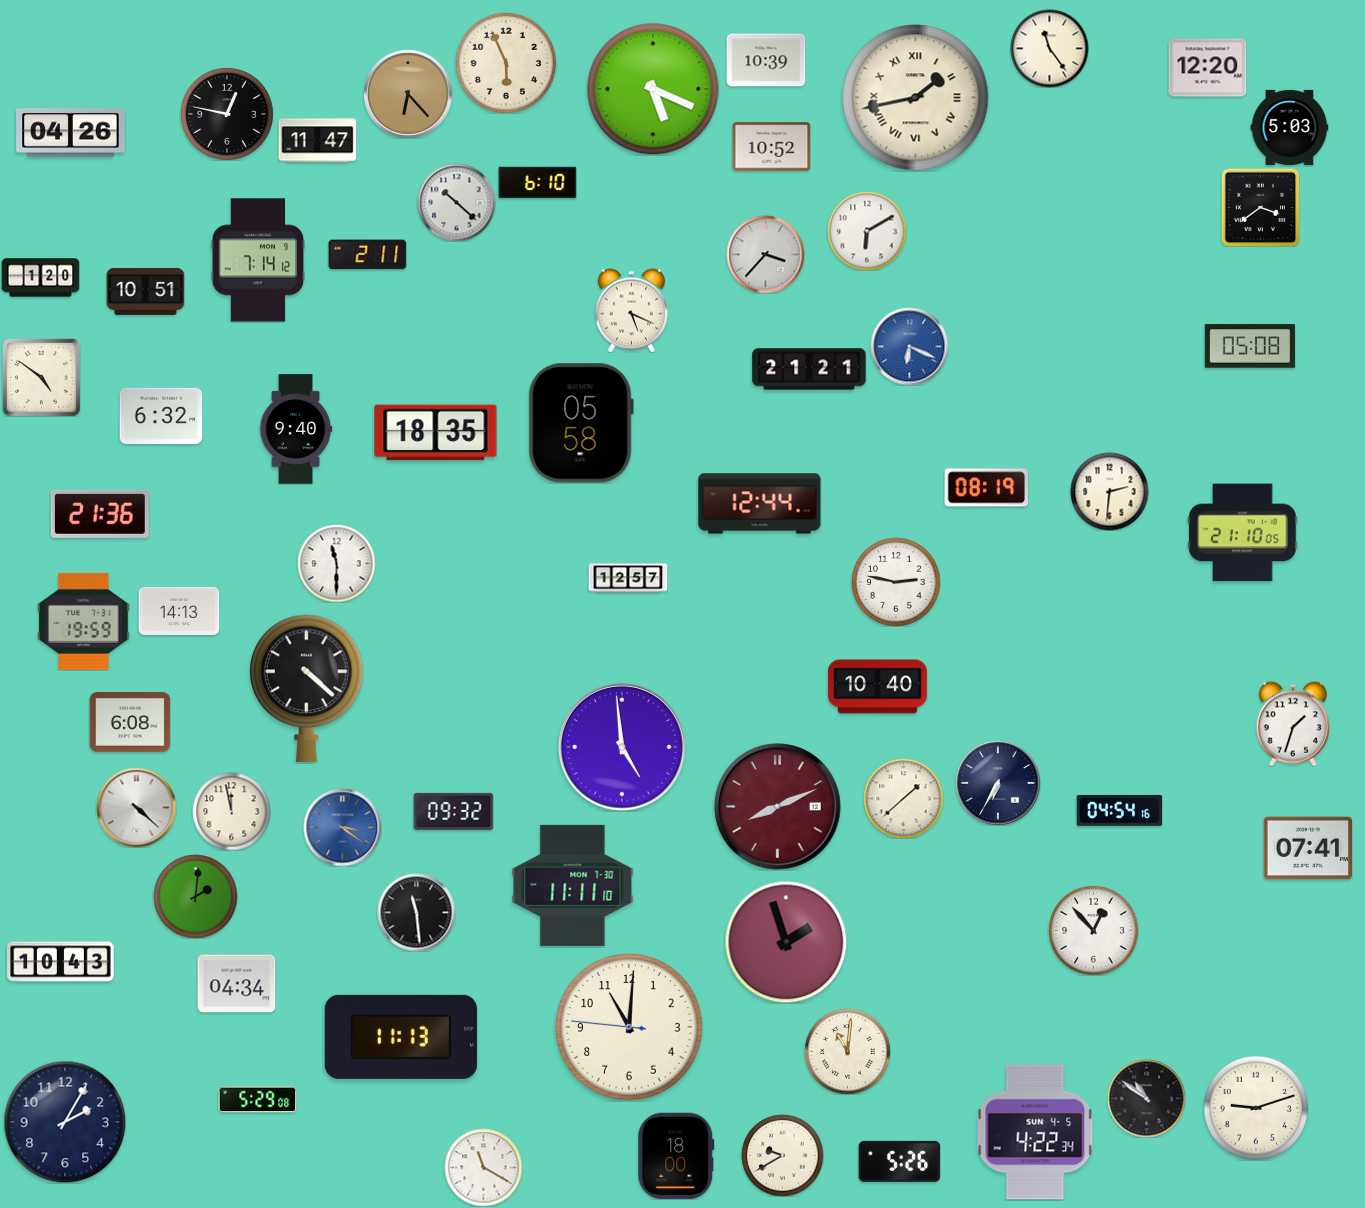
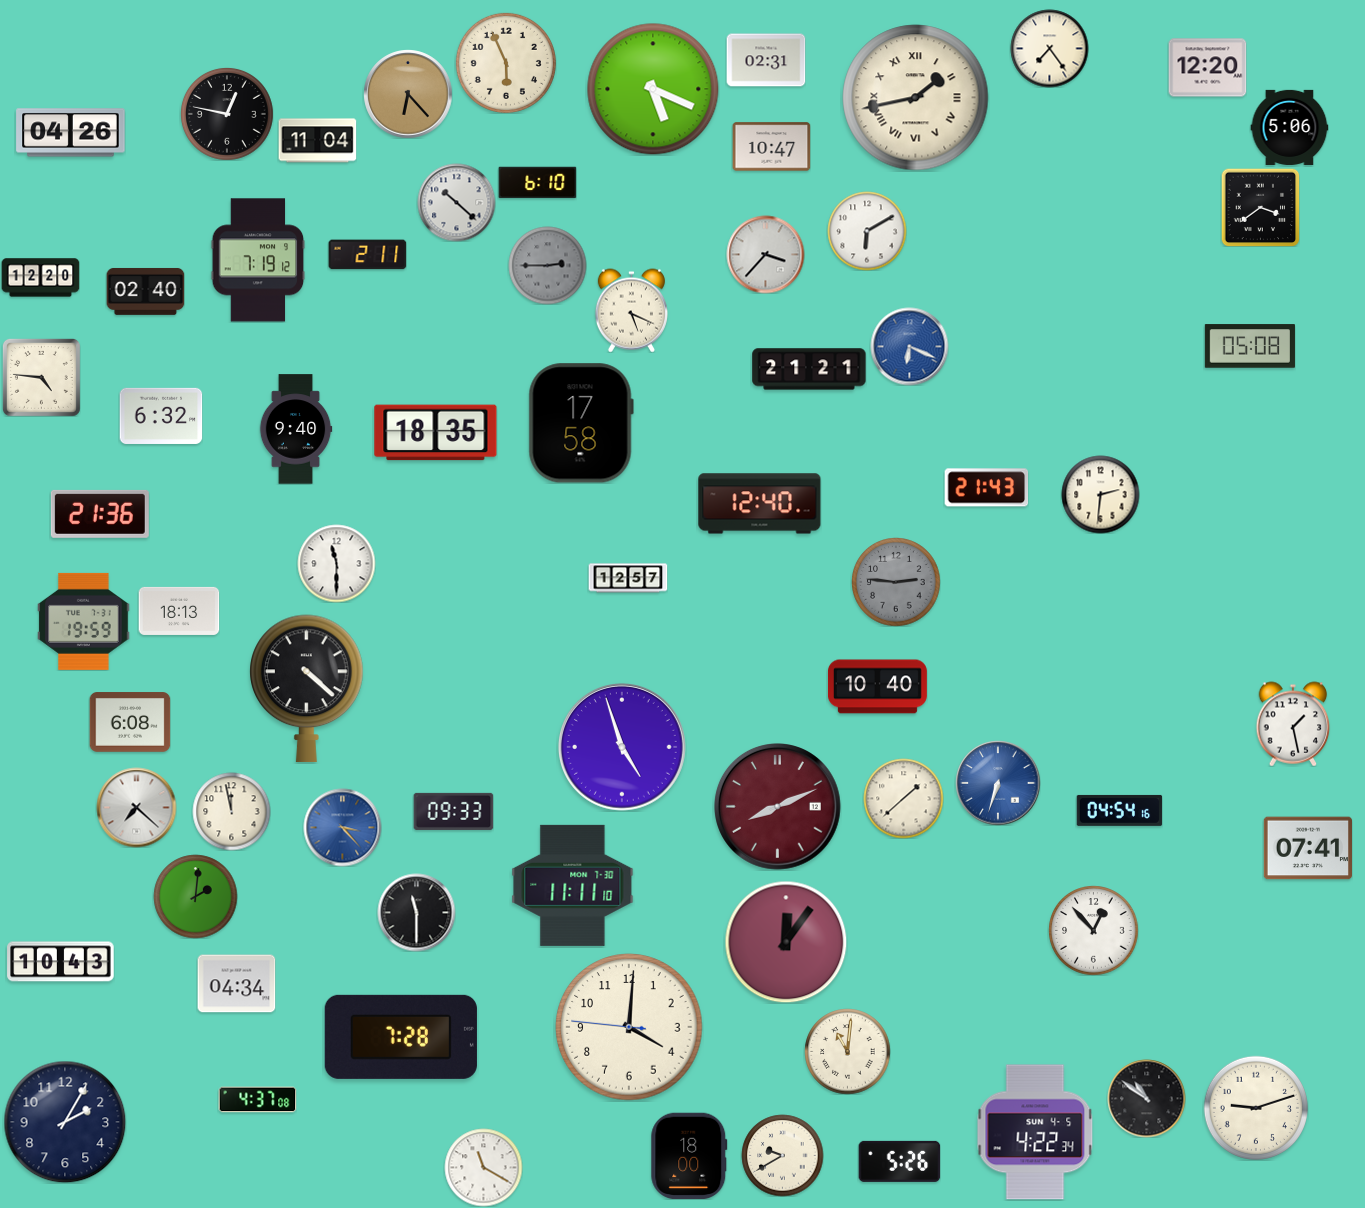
clock at (1049, 48): 11:24 -> 7:24
clock at (766, 60): 10:39 -> 02:31
clock at (1289, 127): 5:03 -> 5:06
clock at (317, 141): 11:47 -> 11:04
clock at (771, 147): 10:52 -> 10:47
clock at (258, 260): 7:14 -> 7:19
clock at (547, 265): none -> 2:45
clock at (40, 278): 1:20 -> 12:20
clock at (145, 291): 10:51 -> 02:40
clock at (41, 377): 4:51 -> 4:46
clock at (581, 423): 05:58 -> 17:58
clock at (986, 488): 08:19 -> 21:43
clock at (1109, 491) position: (1109, 491) -> (1100, 494)
clock at (760, 504): 12:44 -> 12:40
clock at (1243, 533): 21:10 -> none
clock at (896, 582): 2:47 -> 2:46
clock at (896, 582) dial: white -> grey
clock at (179, 611): 14:13 -> 18:13
clock at (1293, 724): 1:33 -> 1:28
clock at (622, 747): 4:59 -> 4:57
clock at (998, 783): 6:35 -> 6:33
clock at (998, 783) dial: navy -> blue
clock at (136, 807): 4:22 -> 7:22
clock at (453, 811): 09:32 -> 09:33
clock at (342, 827): 3:21 -> 3:23
clock at (416, 912): 11:29 -> 11:30
clock at (786, 942): 1:57 -> 12:06
clock at (629, 1027): 11:00 -> 4:00
clock at (401, 1037): 11:13 -> 7:28
clock at (257, 1100): 5:29 -> 4:37
clock at (676, 1156) position: (676, 1156) -> (689, 1156)
